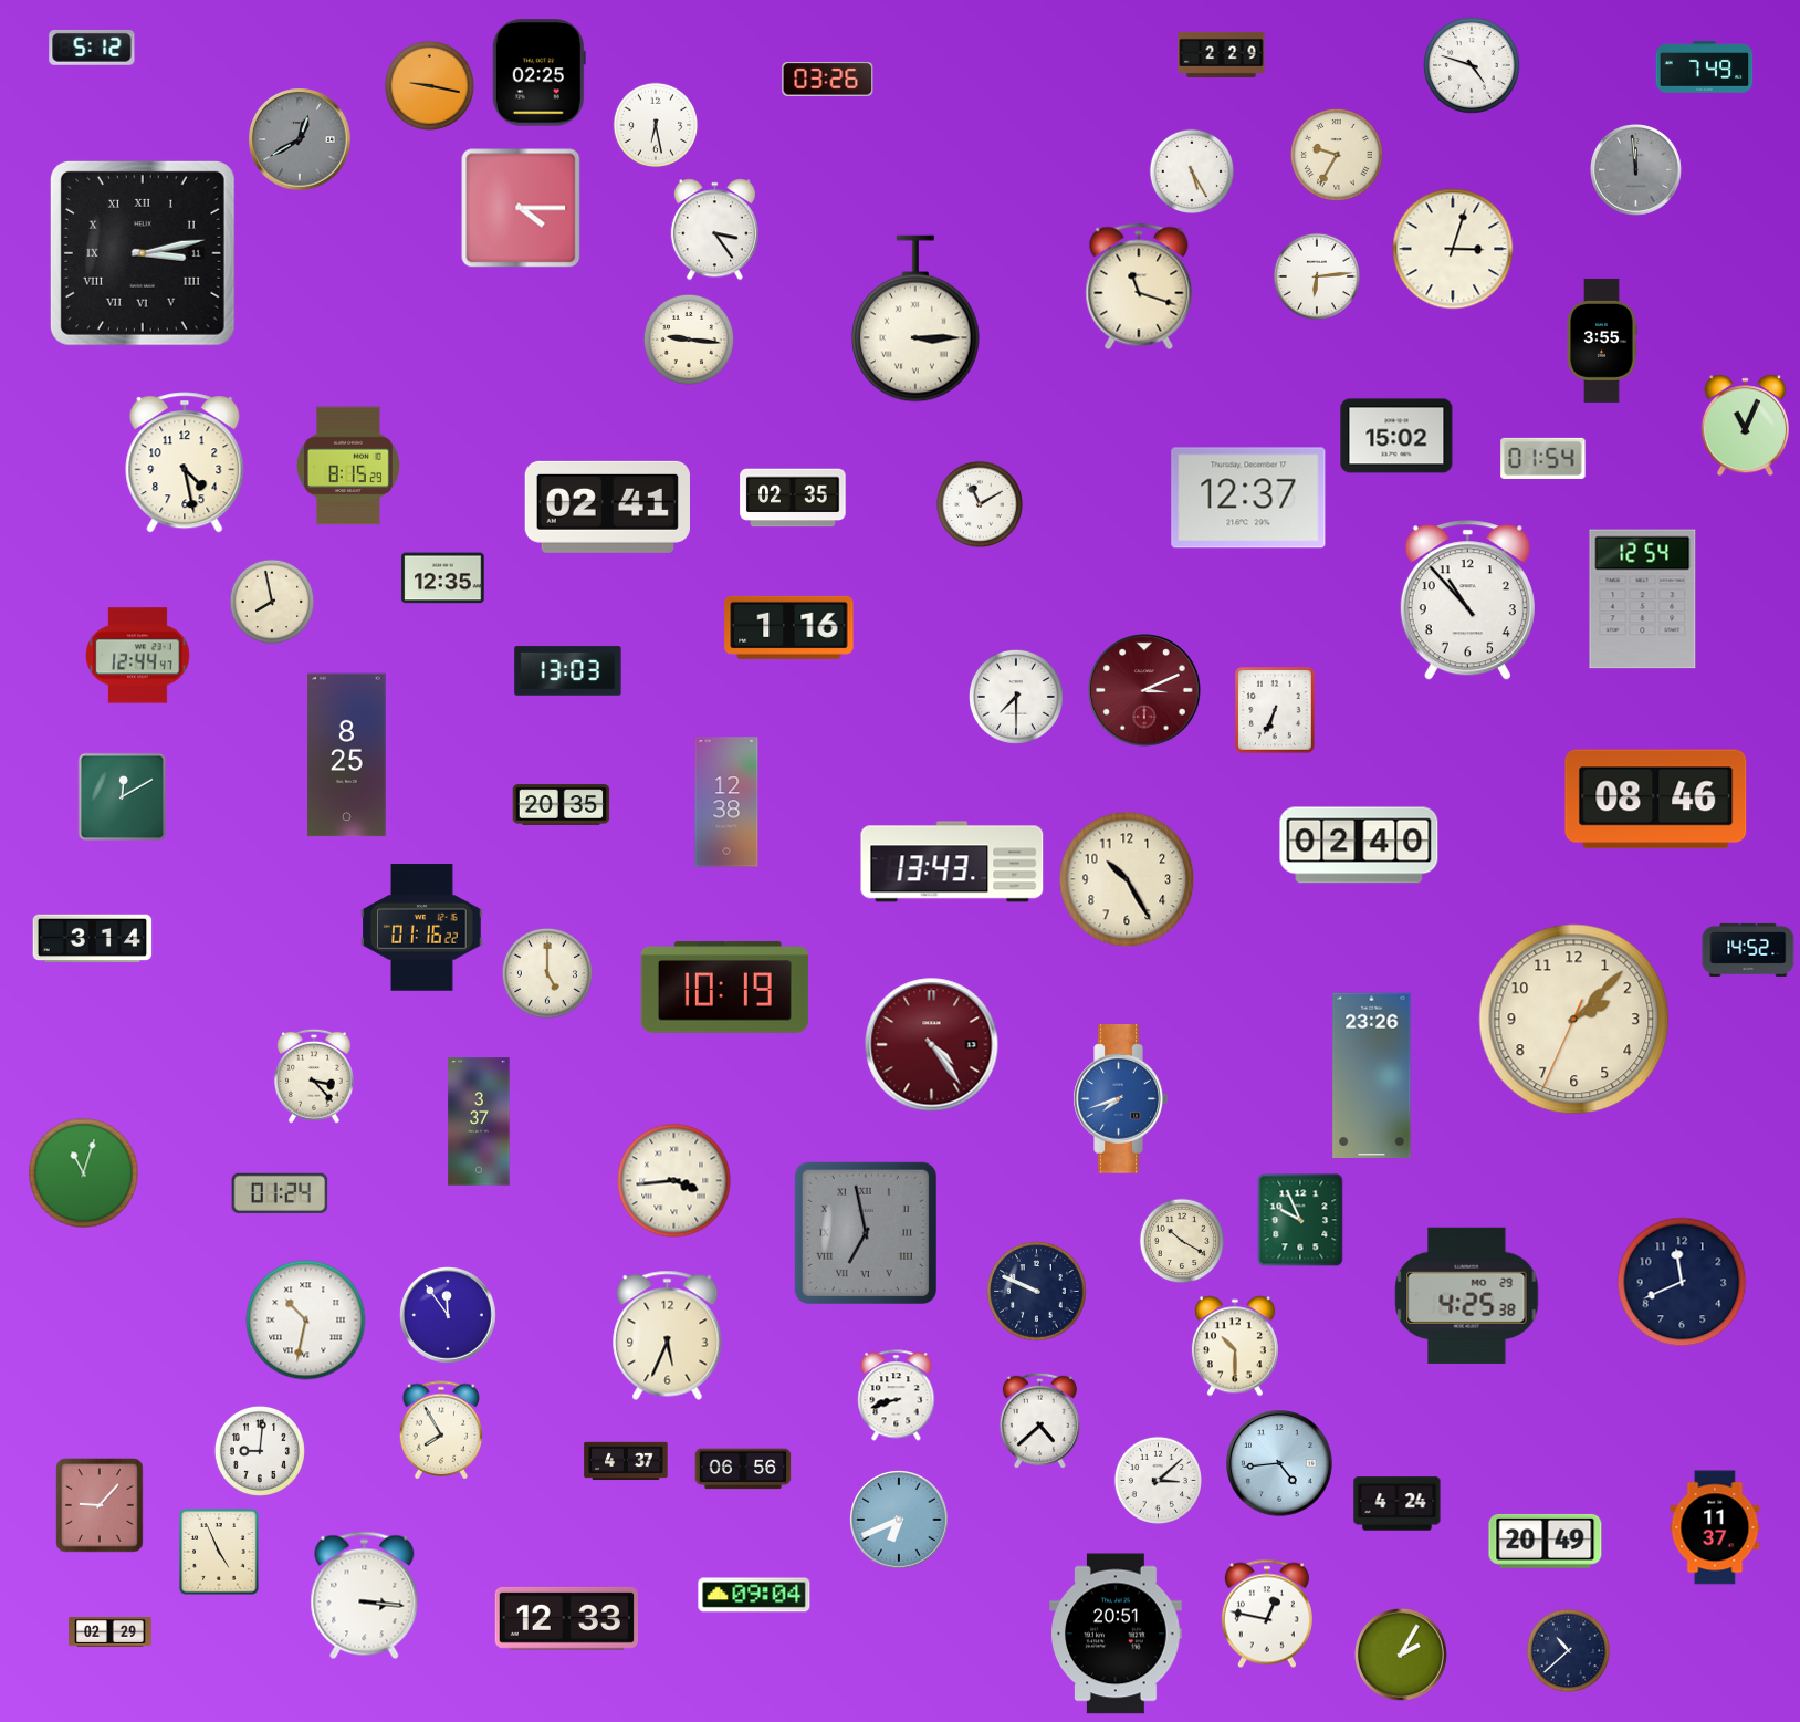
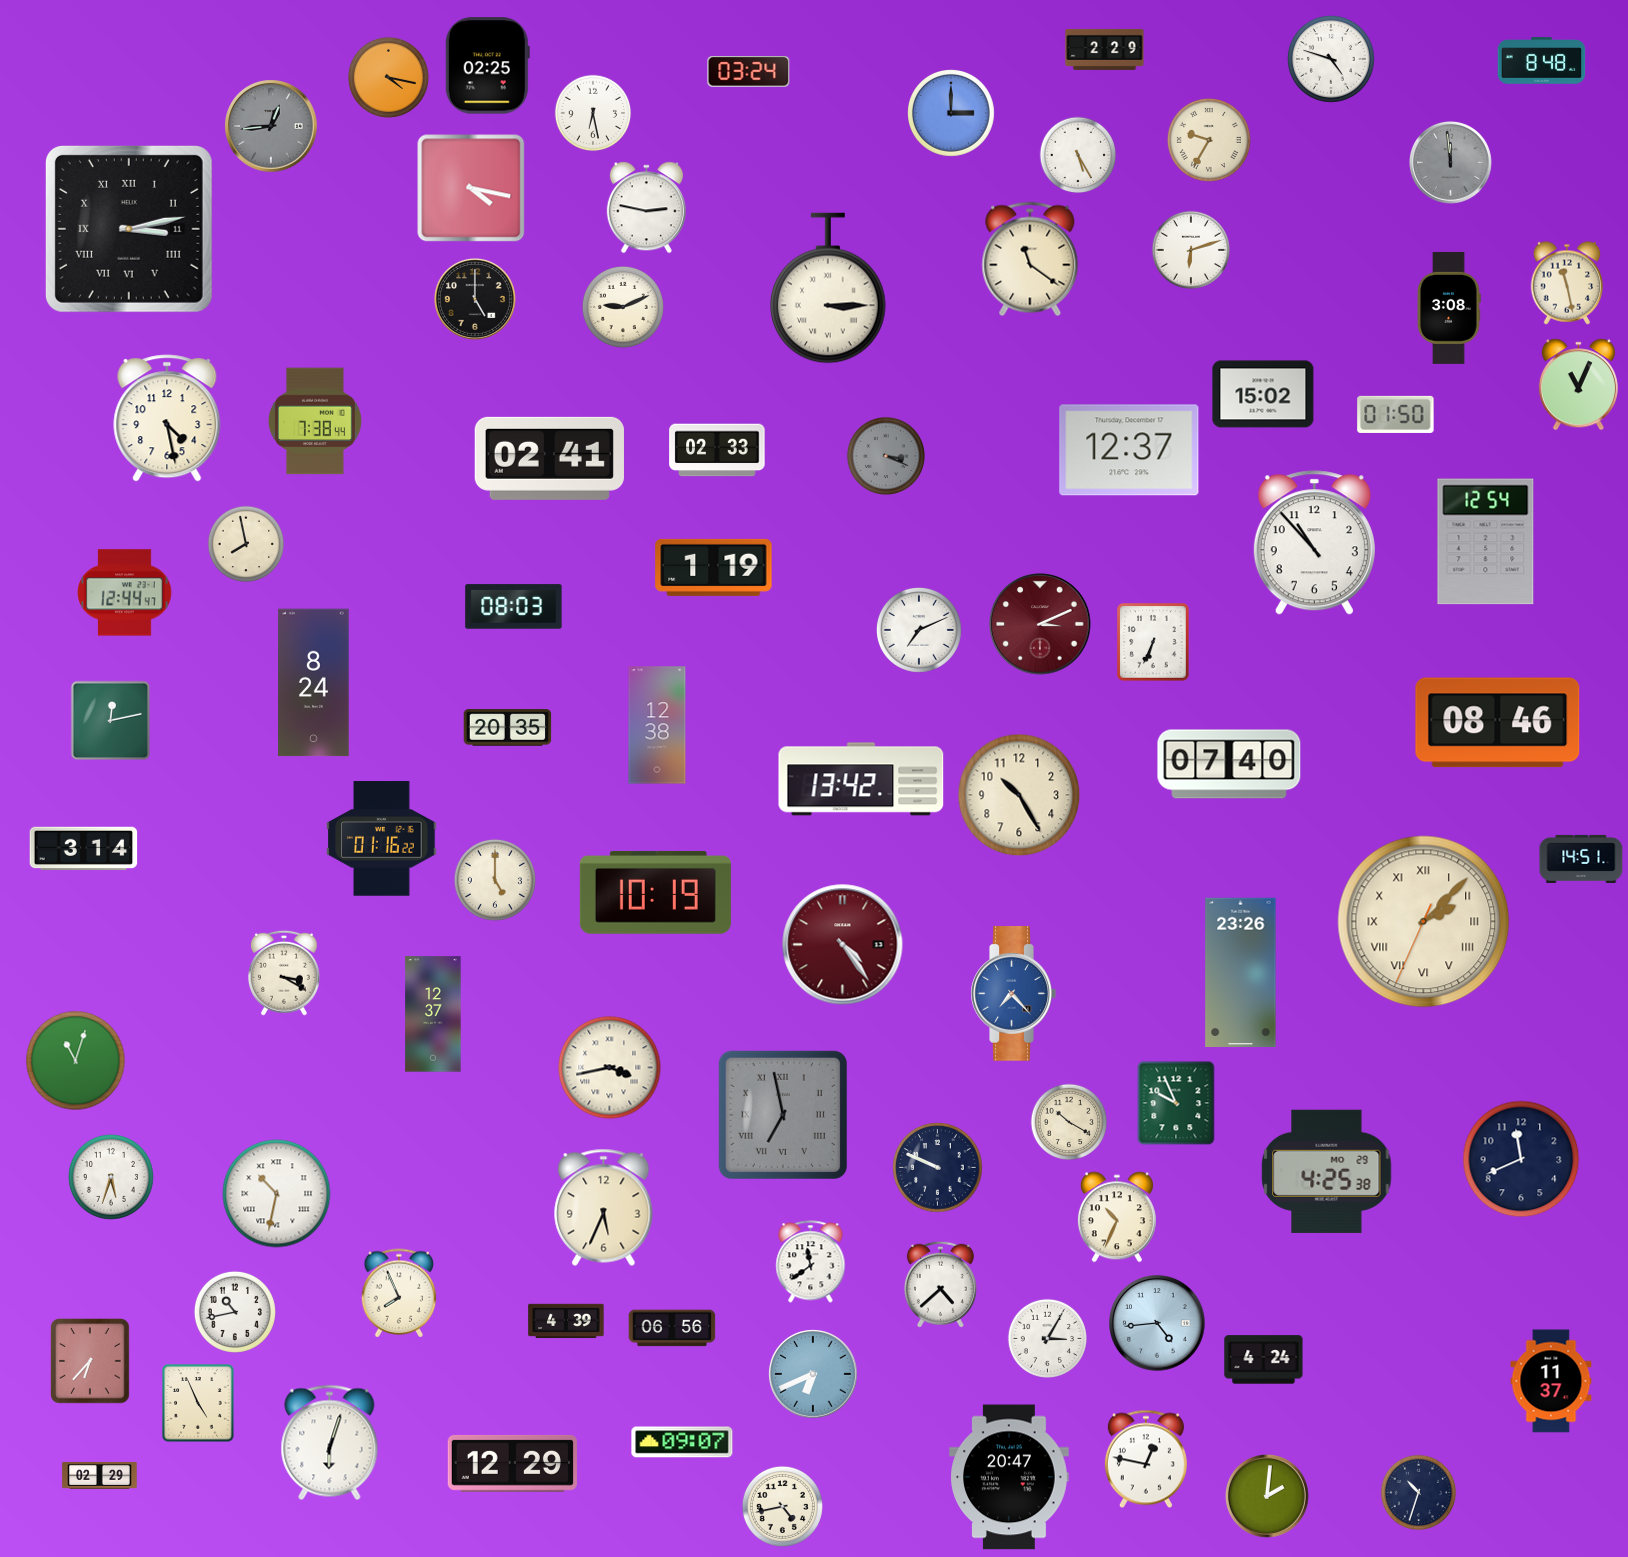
clock at (92, 48): 5:12 -> none
clock at (1705, 67): 7:49 -> 8:48
clock at (828, 80): 03:26 -> 03:24
clock at (429, 85): 9:17 -> 4:17
clock at (952, 114): none -> 3:00
clock at (300, 139): 12:40 -> 12:44
clock at (1636, 170) position: (1636, 170) -> (1451, 163)
clock at (521, 208): 4:15 -> 4:17
clock at (714, 230): 3:24 -> 2:47
clock at (1453, 249): 3:03 -> none
clock at (1316, 275): 6:14 -> 6:12
clock at (1139, 286): 11:18 -> 11:21
clock at (1567, 283): none -> 11:28
clock at (475, 299): none -> 5:00
clock at (689, 340): 9:16 -> 9:11
clock at (1602, 341): 3:55 -> 3:08
clock at (1543, 458): 01:54 -> 01:50
clock at (348, 466): 8:15 -> 7:38
clock at (793, 498): 02:35 -> 02:33
clock at (979, 503): 11:10 -> 3:19
clock at (979, 503) dial: white -> grey
clock at (443, 578): 12:35 -> none
clock at (1467, 601) position: (1467, 601) -> (1314, 543)
clock at (789, 627): 1:16 -> 1:19
clock at (568, 671): 13:03 -> 08:03
clock at (1144, 690) position: (1144, 690) -> (1040, 624)
clock at (1016, 697): 7:30 -> 7:11
clock at (347, 755): 8:25 -> 8:24
clock at (123, 797): 12:10 -> 12:13
clock at (1359, 845): 02:40 -> 07:40
clock at (952, 862): 13:43 -> 13:42
clock at (1748, 950): 14:52 -> 14:51
clock at (1574, 1020) numerals: Arabic -> Roman
clock at (314, 1076): 3:23 -> 3:20
clock at (1120, 1099): 7:42 -> 7:23
clock at (479, 1121): 3:37 -> 12:37
clock at (674, 1181): 3:44 -> 3:43
clock at (280, 1193): 01:24 -> none
clock at (111, 1177): none -> 5:33
clock at (449, 1316): 11:54 -> none
clock at (1235, 1346): 10:30 -> 10:34
clock at (897, 1396): 8:42 -> 11:39
clock at (441, 1430): 7:55 -> 7:56
clock at (260, 1451): 9:01 -> 10:43
clock at (626, 1461): 4:37 -> 4:39
clock at (1158, 1480): 3:08 -> 3:05
clock at (100, 1505): 9:07 -> 6:37
clock at (1546, 1541): 20:49 -> none
clock at (754, 1595): 09:04 -> 09:07
clock at (365, 1596): 3:16 -> 6:03
clock at (566, 1618): 12:33 -> 12:29
clock at (1116, 1634): 20:51 -> 20:47
clock at (1569, 1651): 10:38 -> 10:33
clock at (1402, 1656): 2:05 -> 2:01
clock at (782, 1506): none -> 4:43
